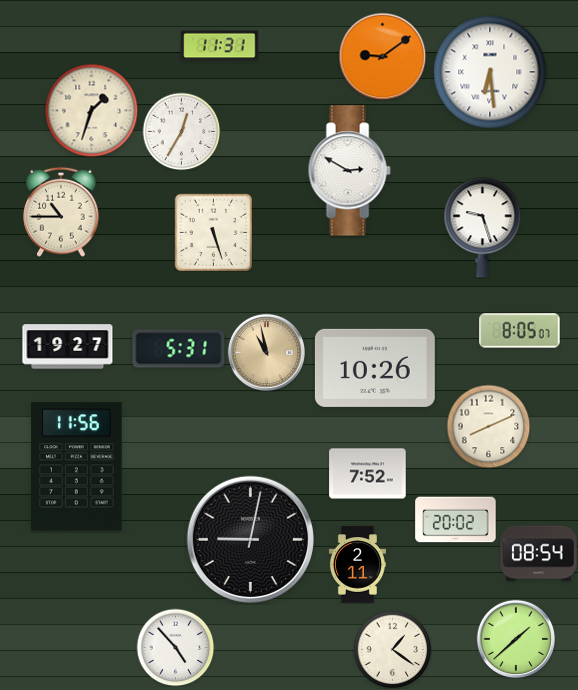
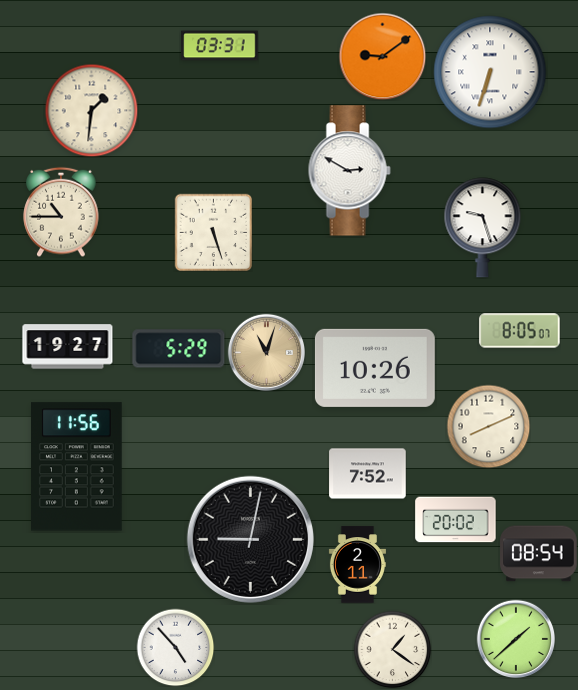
clock at (220, 46): 11:31 -> 03:31
clock at (490, 72): 6:29 -> 6:33
clock at (91, 110): 1:33 -> 1:31
clock at (181, 131): 12:35 -> none
clock at (179, 349): 5:31 -> 5:29
clock at (266, 352): 10:58 -> 11:03
